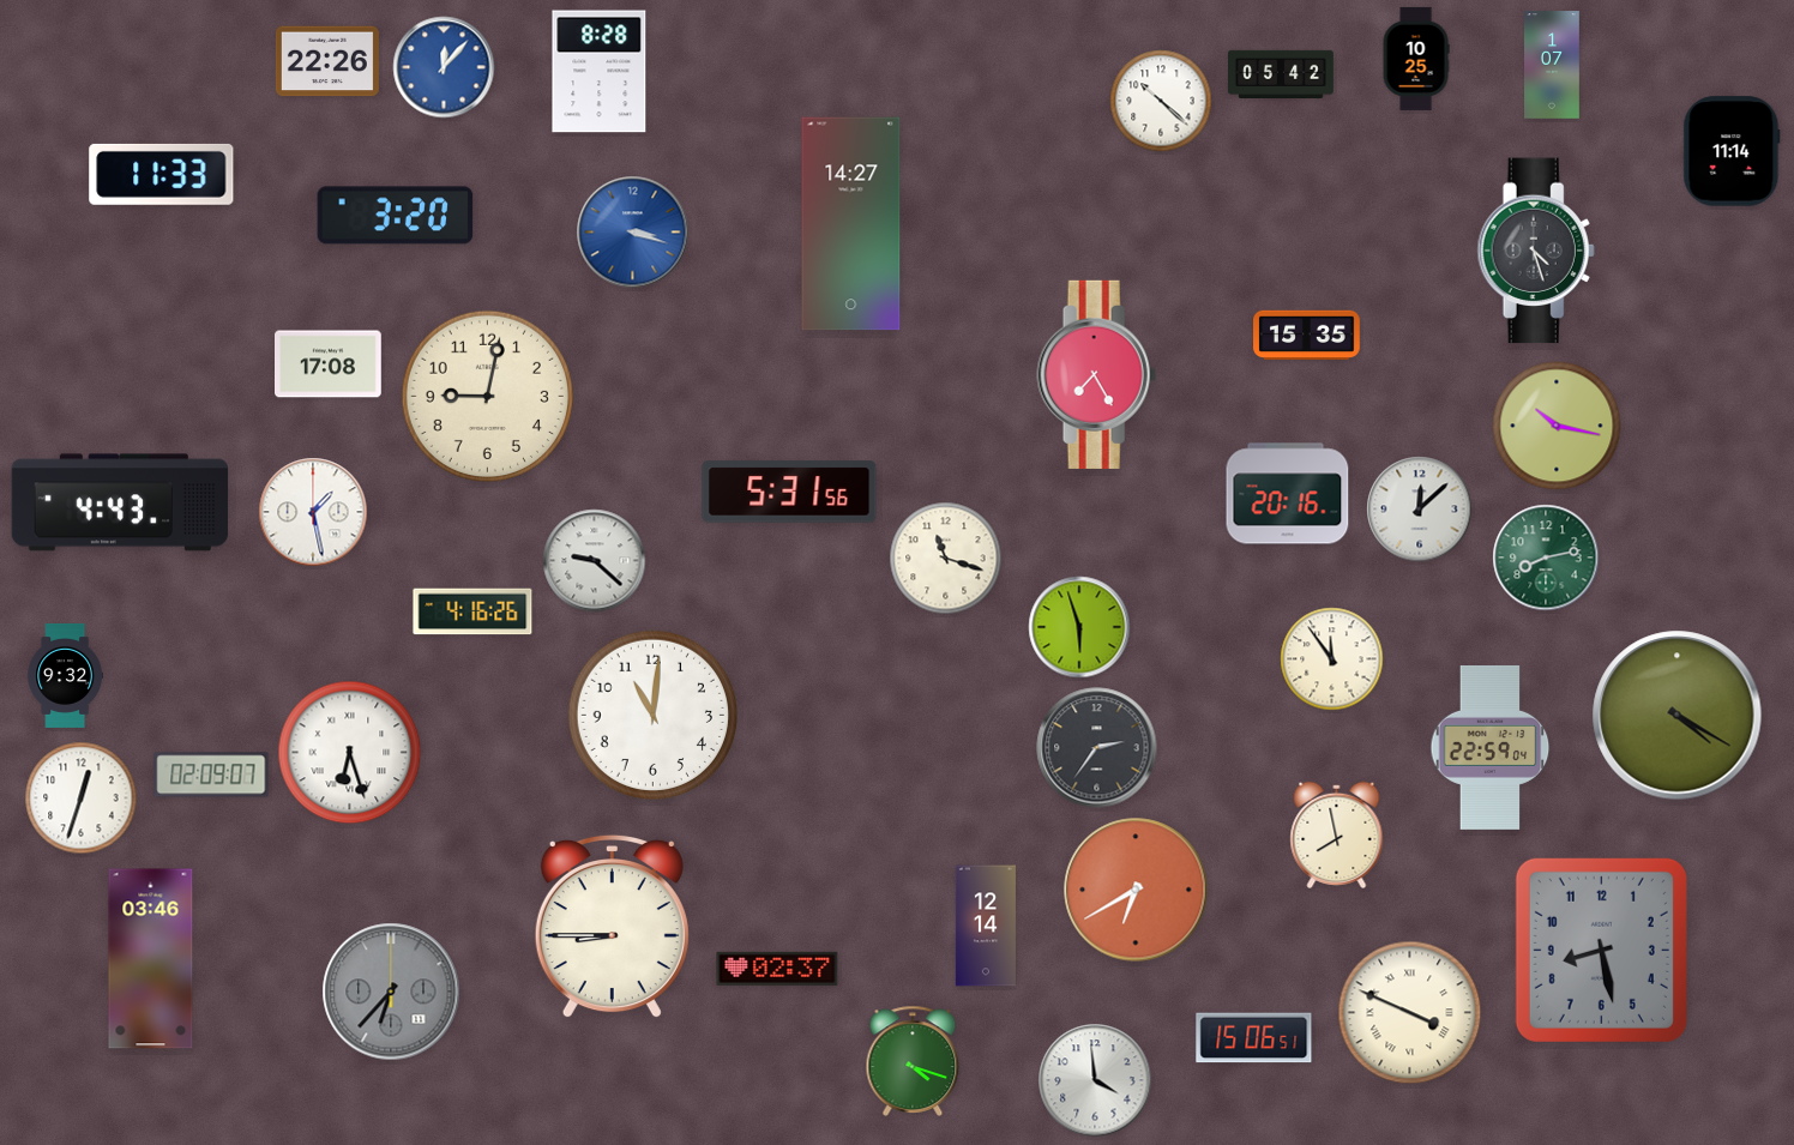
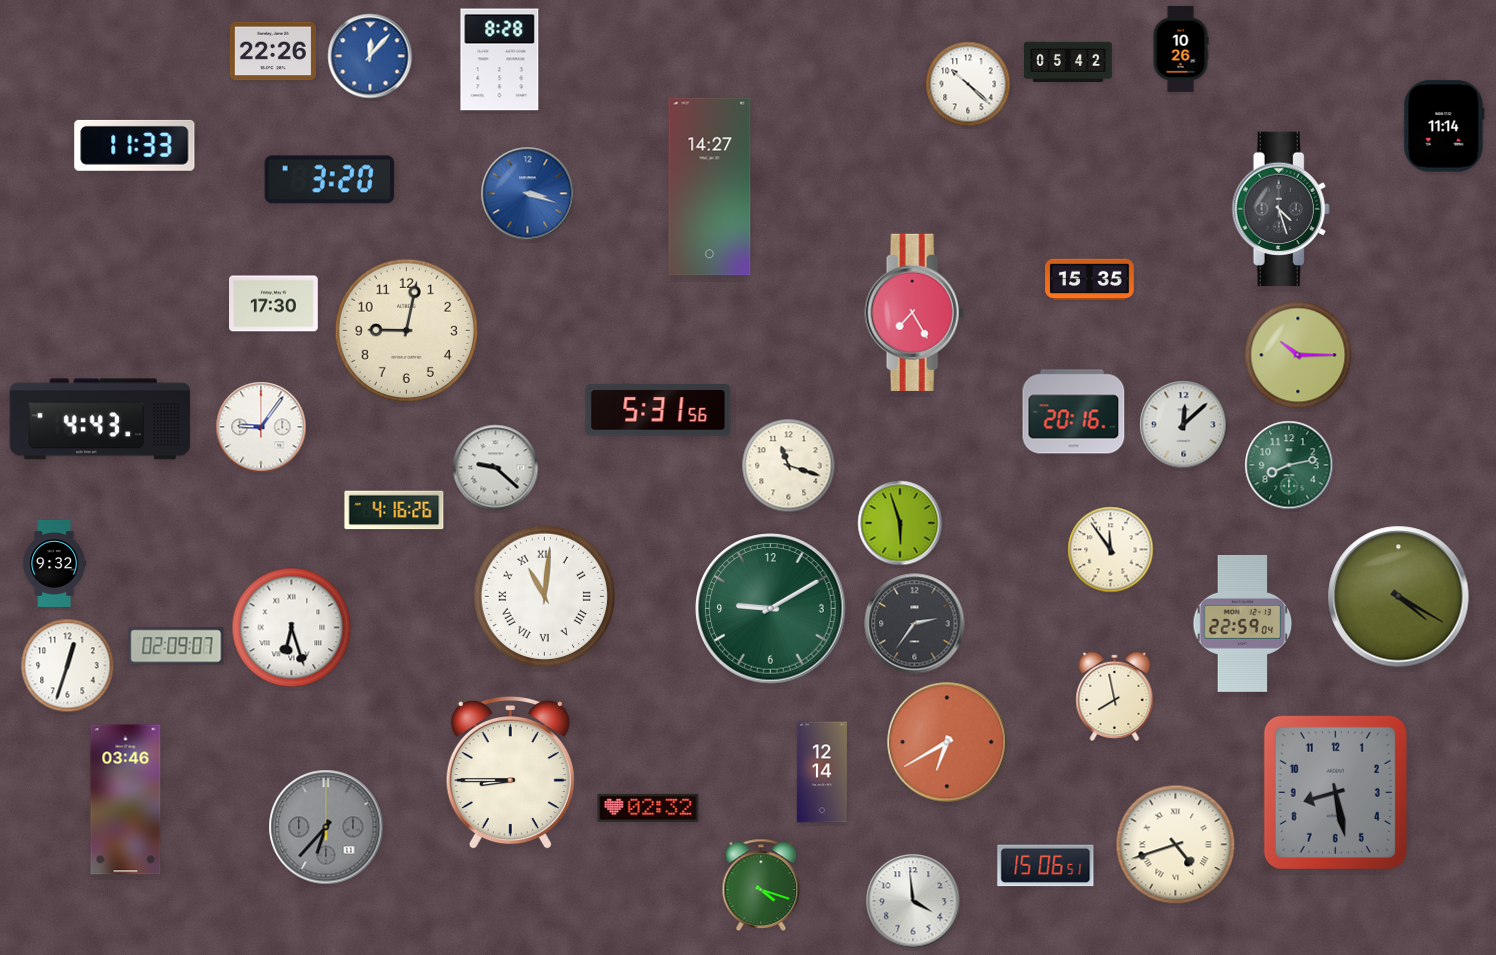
clock at (1416, 59): 10:25 -> 10:26
clock at (1553, 65): 1:07 -> none
clock at (329, 364): 17:08 -> 17:30
clock at (1557, 426): 10:17 -> 10:15
clock at (313, 512): 1:28 -> 9:06
clock at (652, 715) numerals: Arabic -> Roman
clock at (771, 609): none -> 9:10
clock at (777, 969): 02:37 -> 02:32
clock at (1410, 1013): 3:49 -> 4:42
